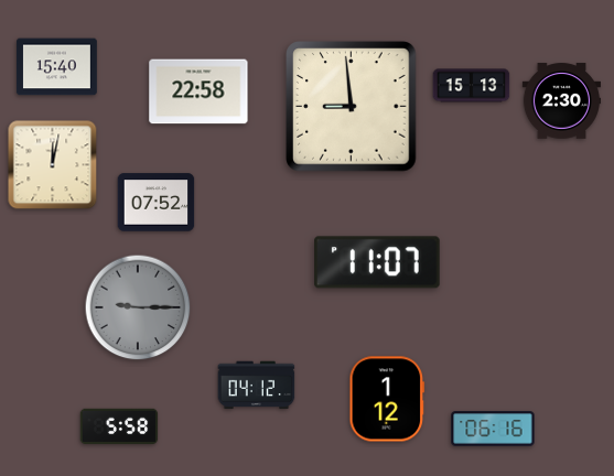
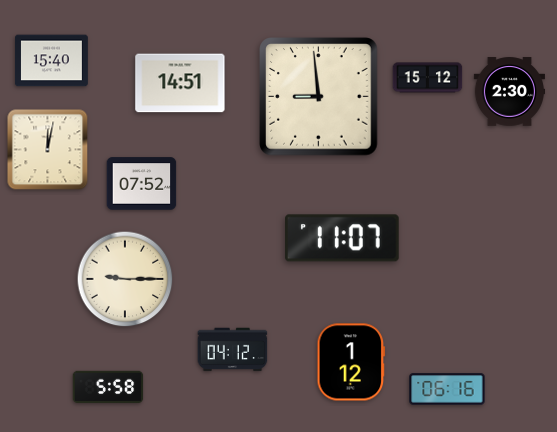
clock at (472, 86): 15:13 -> 15:12
clock at (198, 91): 22:58 -> 14:51
clock at (138, 307) dial: grey -> cream
